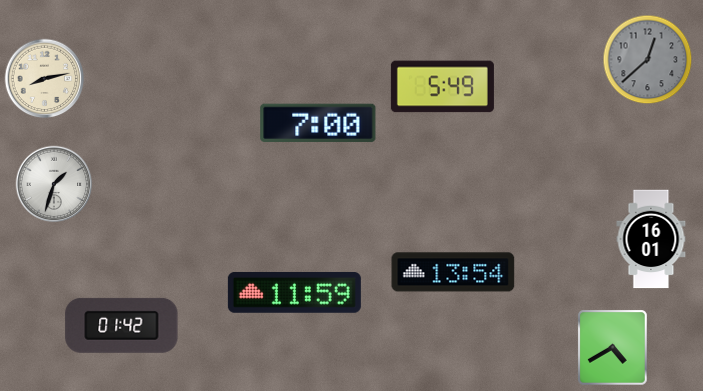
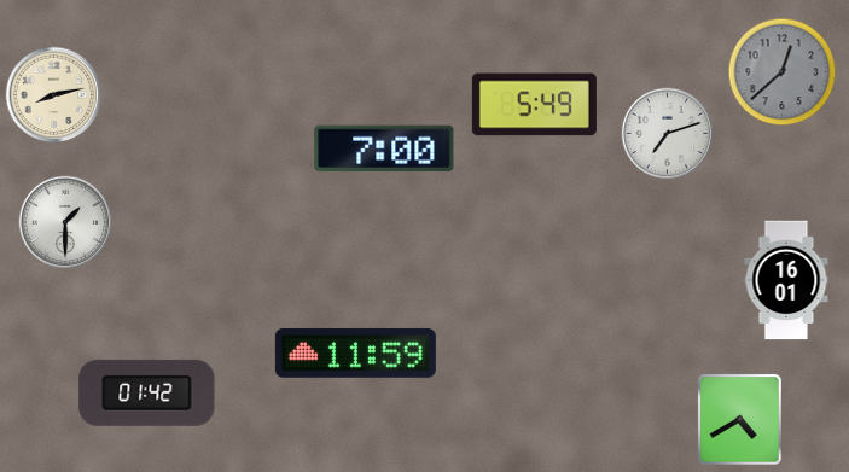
clock at (668, 134): none -> 7:12
clock at (54, 184): 1:33 -> 1:30
clock at (651, 239) position: (651, 239) -> (786, 280)
clock at (453, 272): 13:54 -> none
